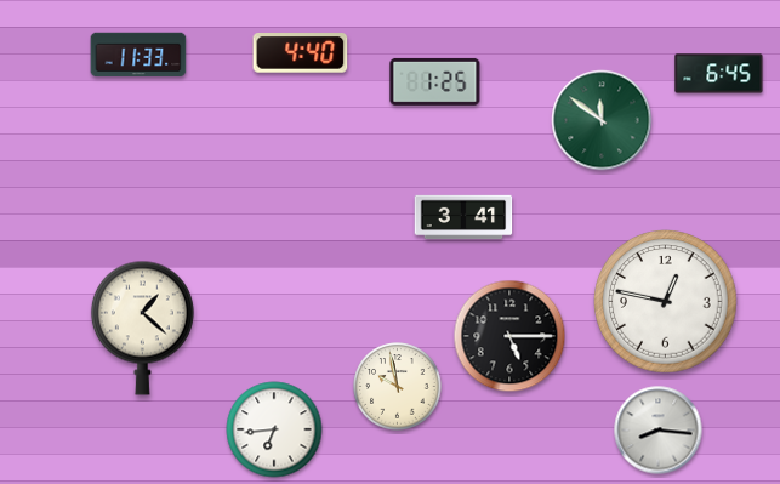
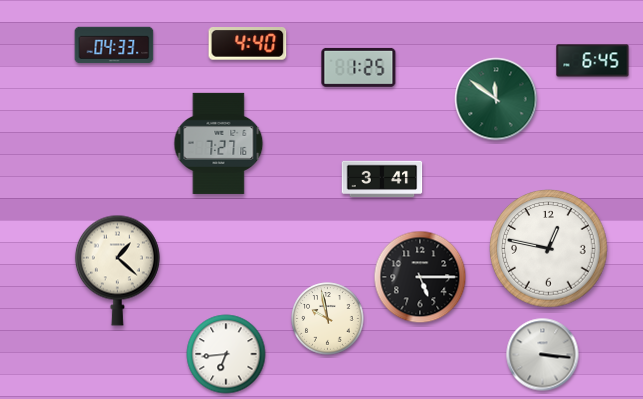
clock at (138, 55): 11:33 -> 04:33
clock at (219, 143): none -> 7:27
clock at (659, 431): 8:16 -> 3:16
